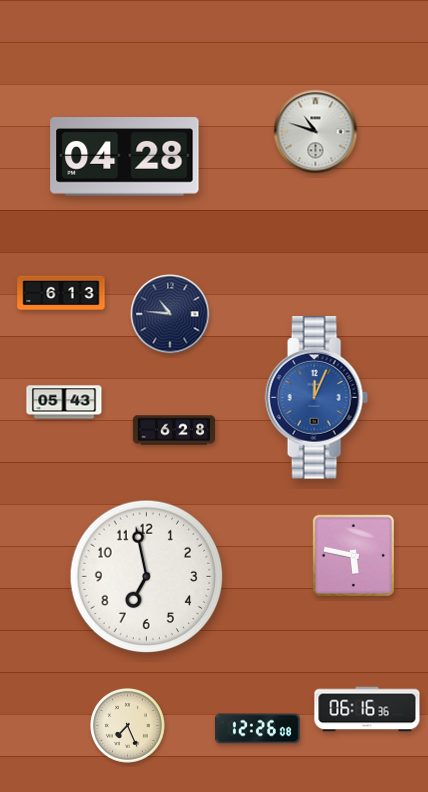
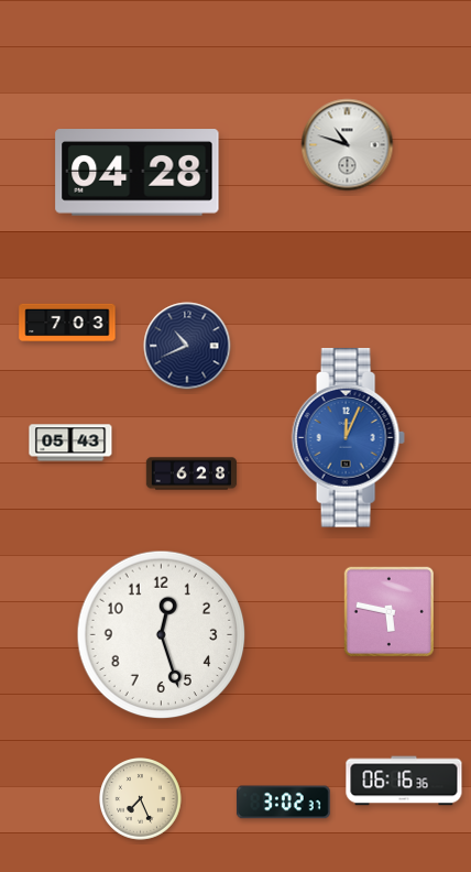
clock at (61, 293): 6:13 -> 7:03
clock at (170, 314): 10:46 -> 10:41
clock at (147, 577): 6:58 -> 12:27
clock at (257, 729): 12:26 -> 3:02
